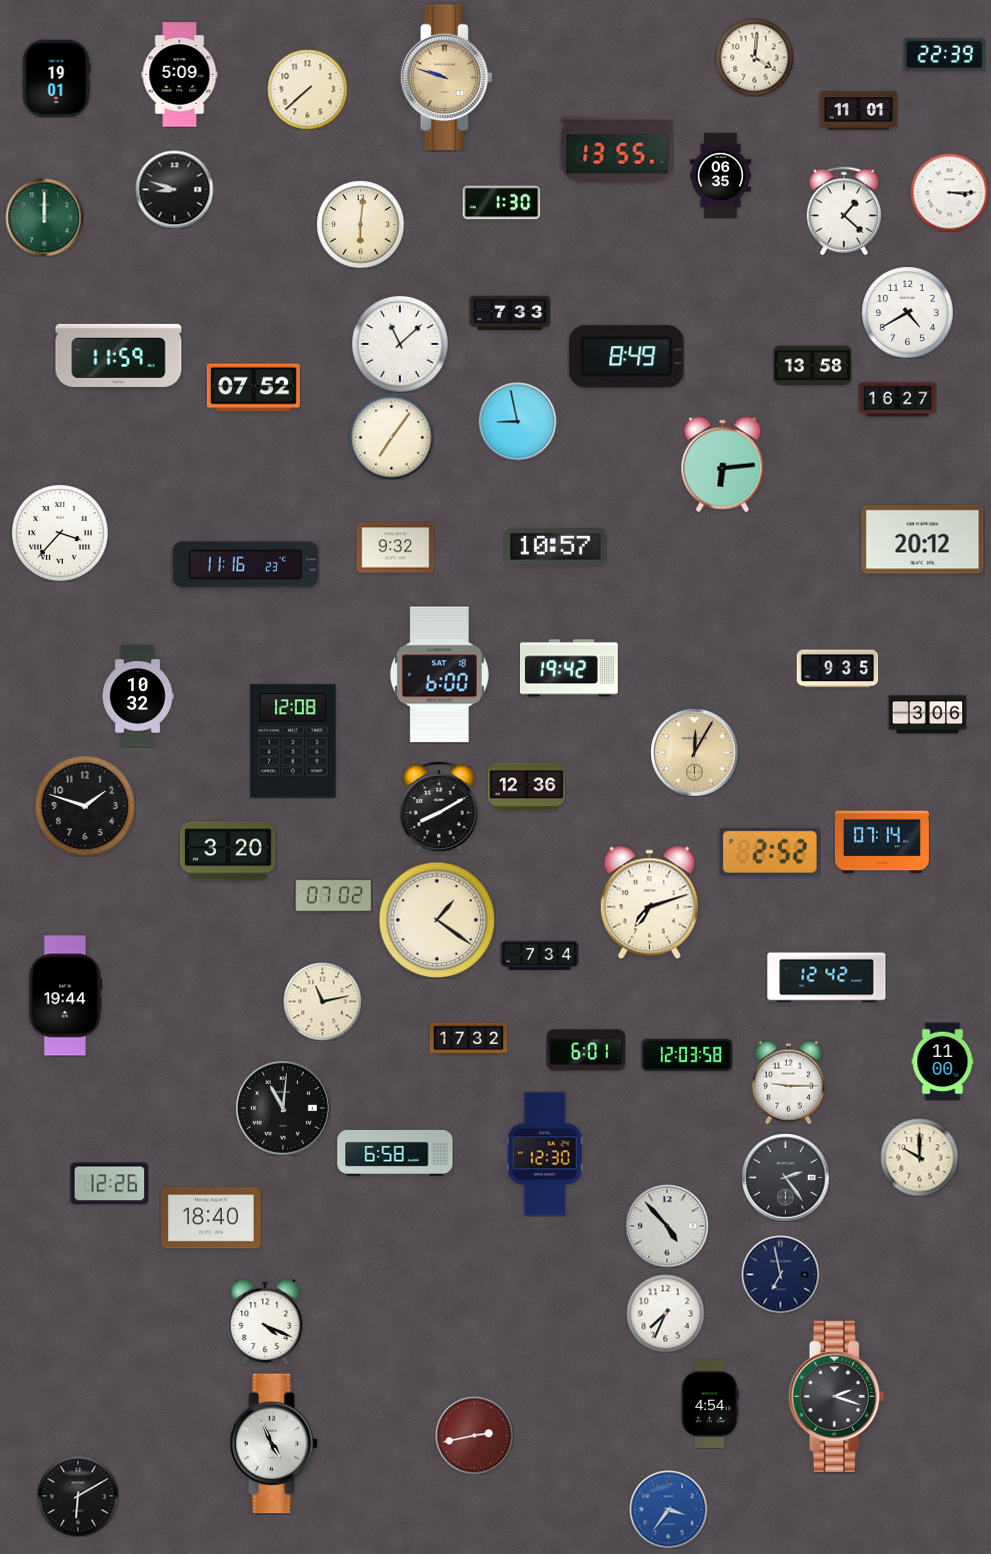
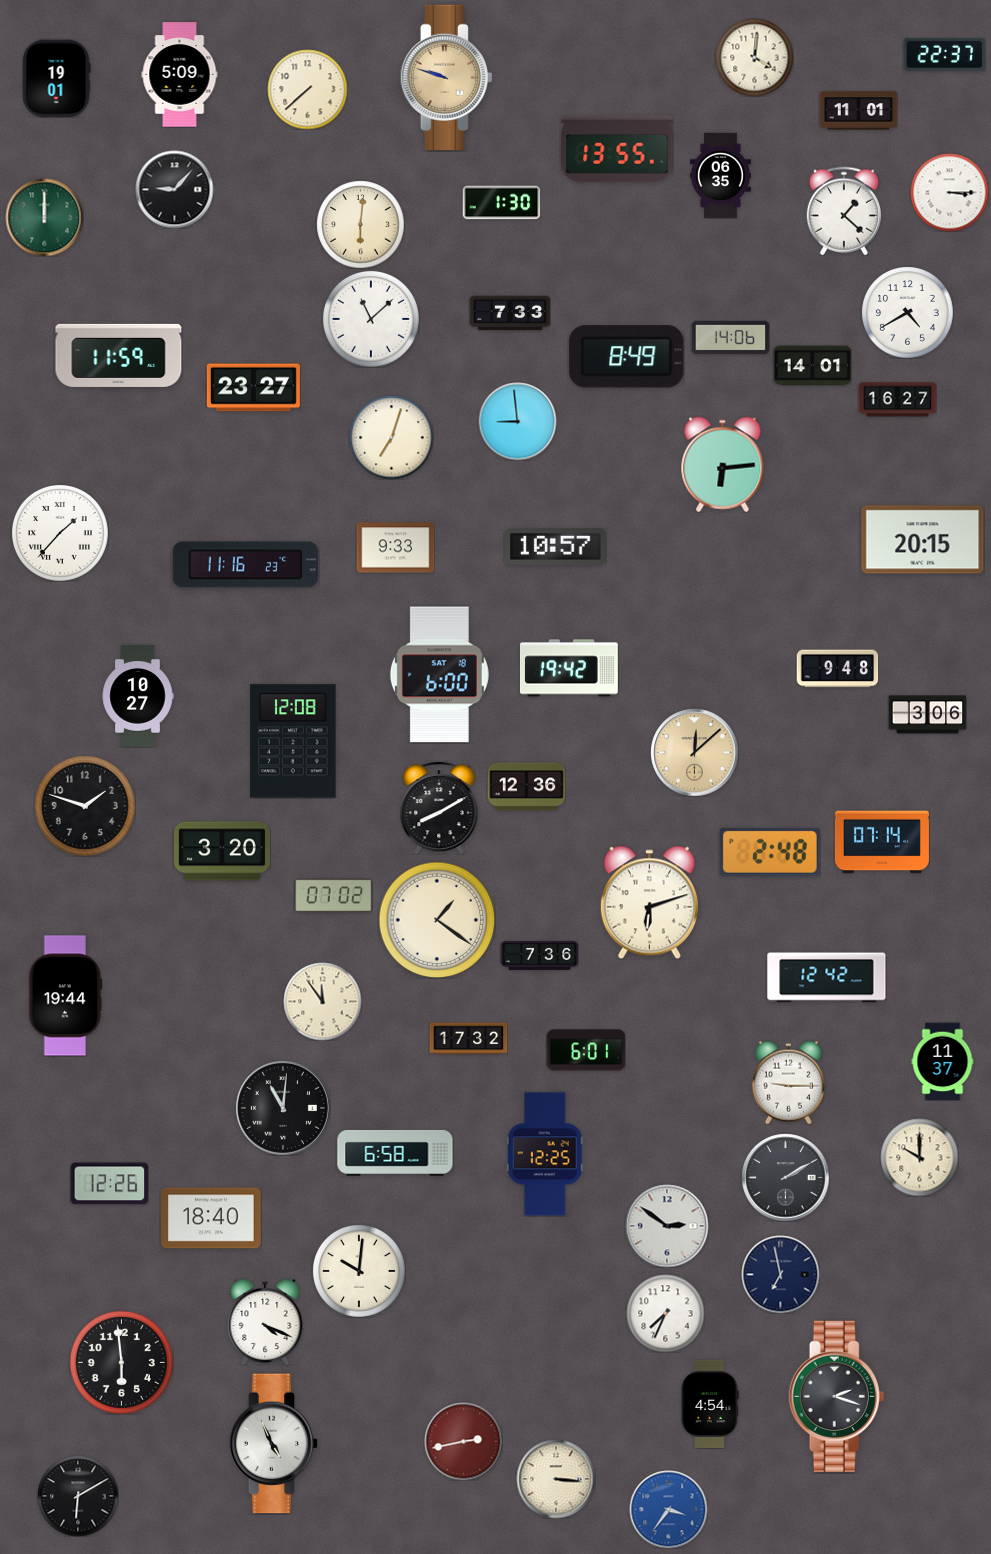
clock at (944, 54): 22:39 -> 22:37
clock at (174, 189): 8:48 -> 9:07
clock at (730, 338): none -> 14:06
clock at (400, 344) position: (400, 344) -> (371, 319)
clock at (812, 366): 13:58 -> 14:01
clock at (253, 388): 07:52 -> 23:27
clock at (517, 421): 8:58 -> 8:59
clock at (391, 437): 7:06 -> 7:03
clock at (60, 533): 3:37 -> 1:37
clock at (923, 540): 20:12 -> 20:15
clock at (395, 548): 9:32 -> 9:33
clock at (837, 669): 9:35 -> 9:48
clock at (138, 696): 10:32 -> 10:27
clock at (694, 752): 12:05 -> 12:08
clock at (228, 851) position: (228, 851) -> (222, 851)
clock at (770, 852): 2:52 -> 2:48
clock at (649, 902): 7:12 -> 6:12
clock at (539, 955): 7:34 -> 7:36
clock at (322, 1001): 11:13 -> 11:54
clock at (687, 1055): 12:03 -> none
clock at (943, 1061): 11:00 -> 11:37
clock at (545, 1154): 12:30 -> 12:25
clock at (785, 1177): 2:24 -> 2:10
clock at (667, 1226): 4:53 -> 2:51
clock at (359, 1271): none -> 10:01
clock at (121, 1362): none -> 5:59
clock at (474, 1435) position: (474, 1435) -> (463, 1441)
clock at (556, 1479): none -> 3:16
